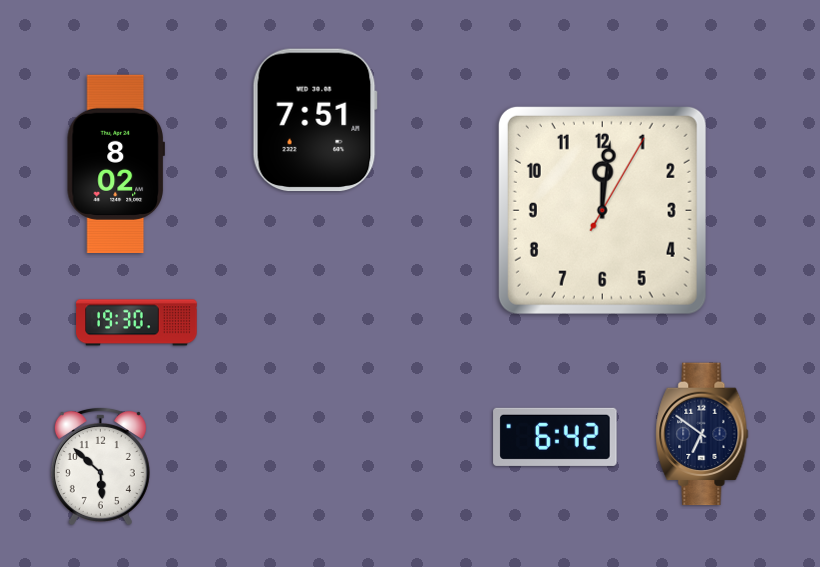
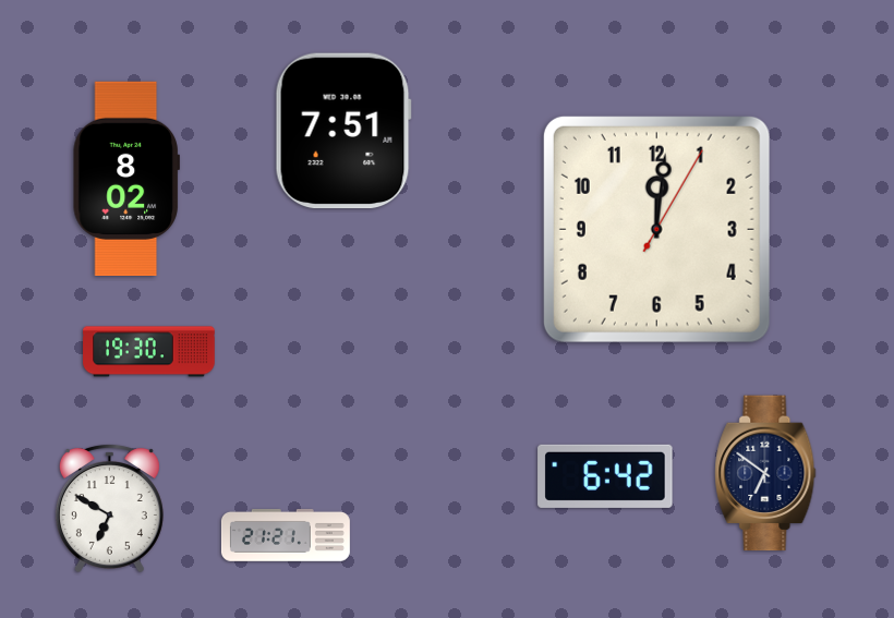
clock at (100, 466): 5:52 -> 6:50
clock at (286, 535): none -> 21:21
